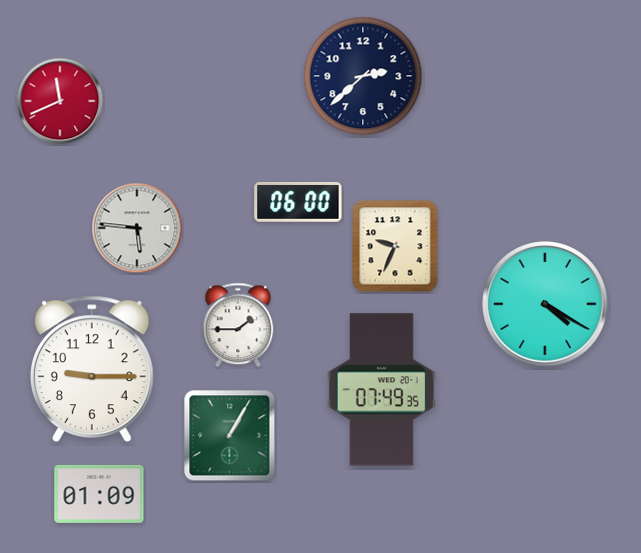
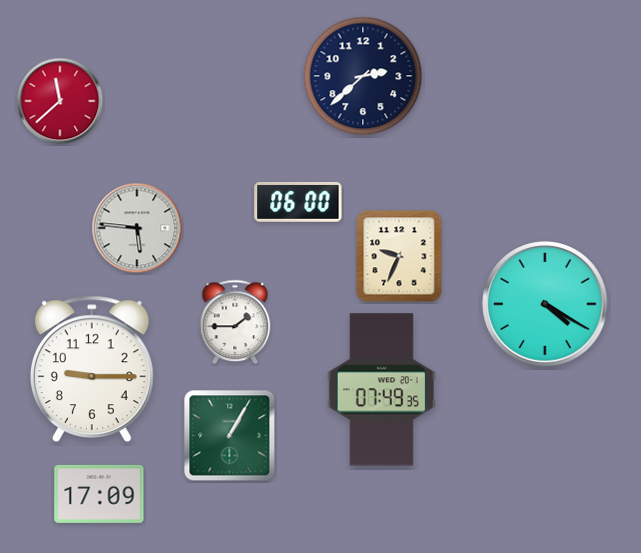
clock at (60, 101): 11:41 -> 11:38
clock at (395, 246) position: (395, 246) -> (399, 256)
clock at (238, 325) position: (238, 325) -> (235, 322)
clock at (99, 494): 01:09 -> 17:09
